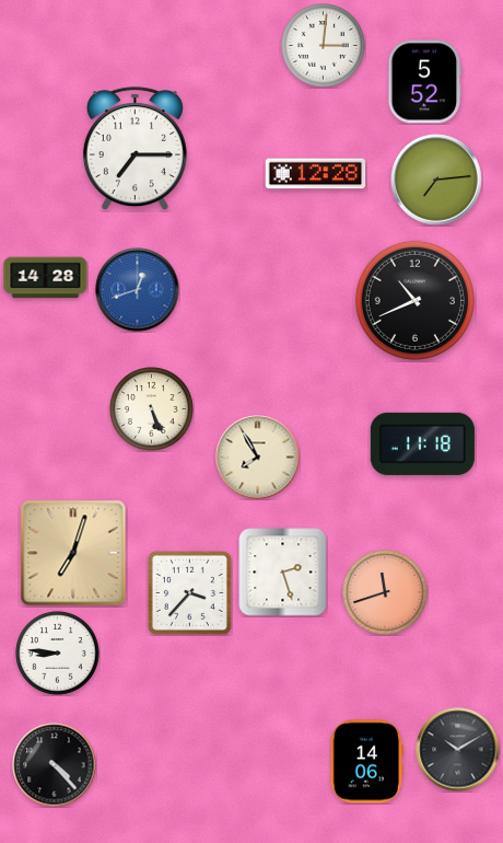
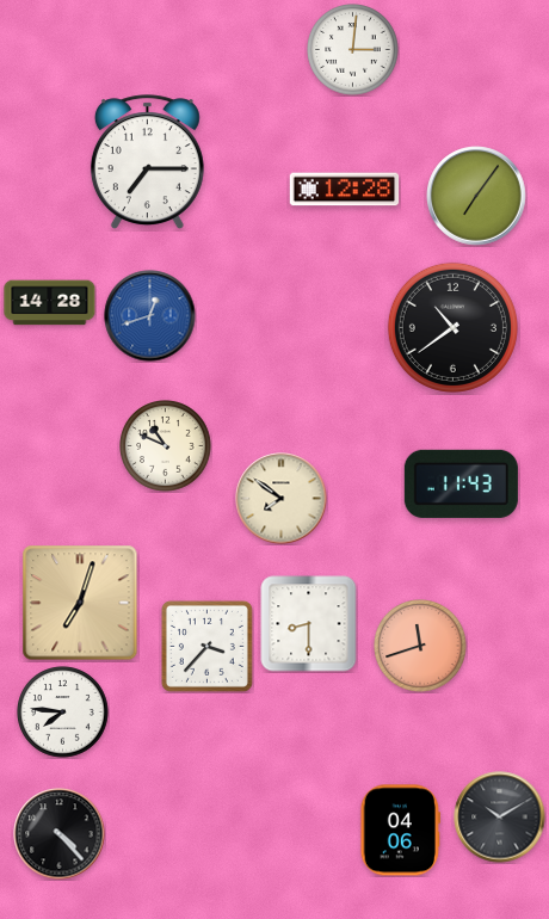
clock at (425, 82): 5:52 -> none
clock at (436, 180): 7:14 -> 7:06
clock at (414, 300): 10:41 -> 10:39
clock at (152, 409): 5:26 -> 10:49
clock at (422, 443): 11:18 -> 11:43
clock at (258, 458): 7:55 -> 7:51
clock at (283, 573): 2:27 -> 8:30
clock at (58, 654): 8:46 -> 7:46
clock at (366, 762): 14:06 -> 04:06
